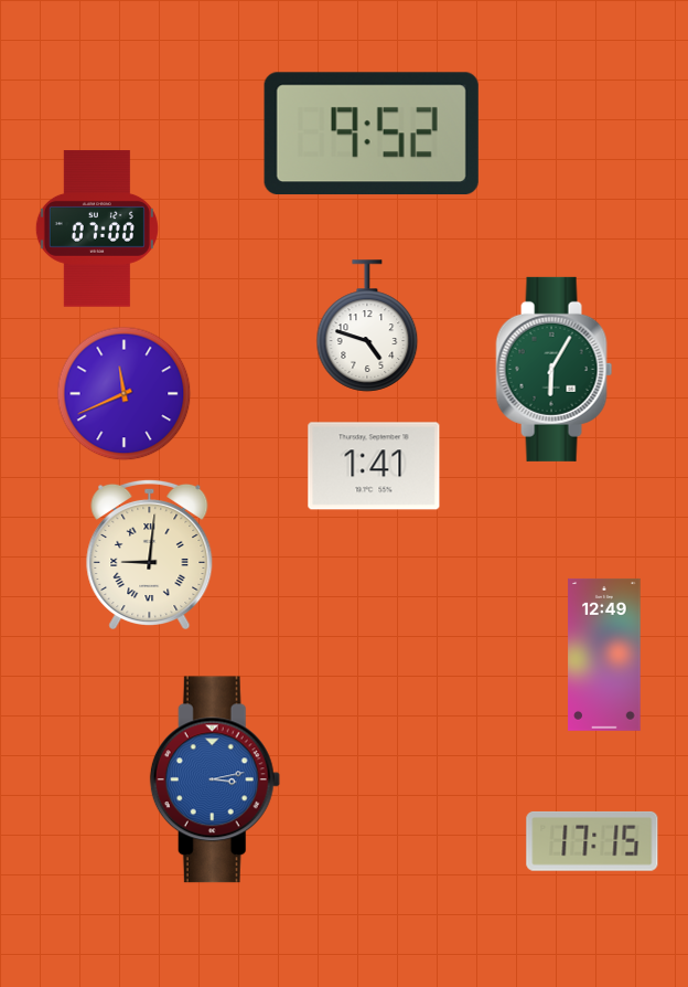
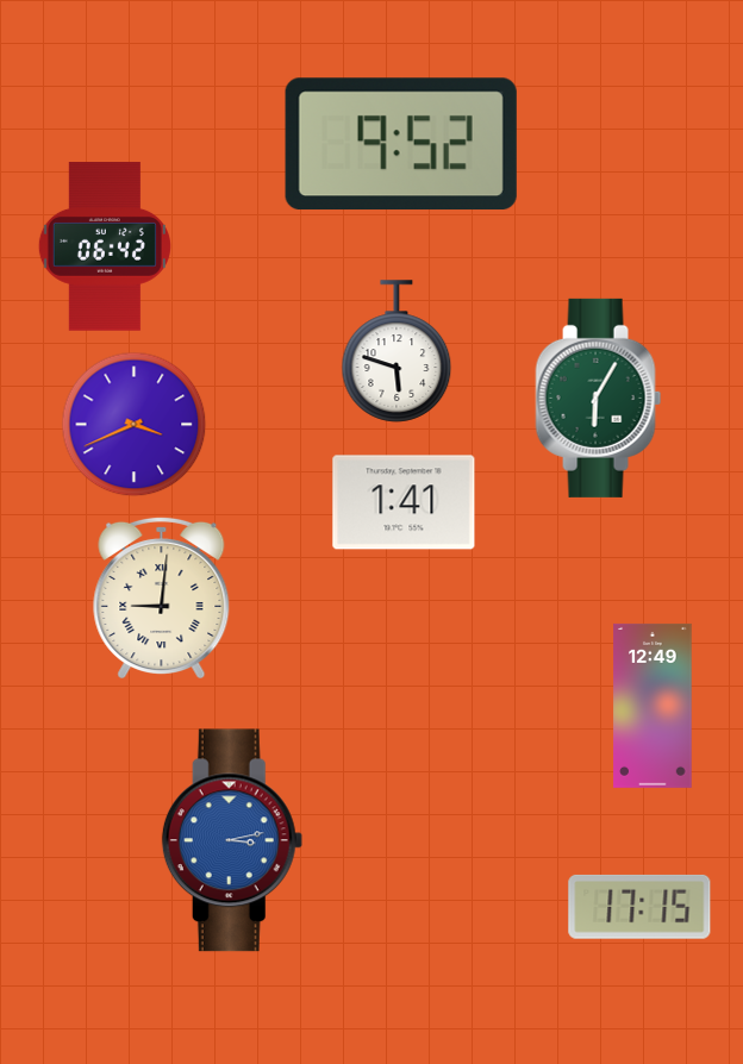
clock at (97, 229): 07:00 -> 06:42
clock at (367, 326): 4:48 -> 5:48
clock at (125, 394): 11:41 -> 3:41
